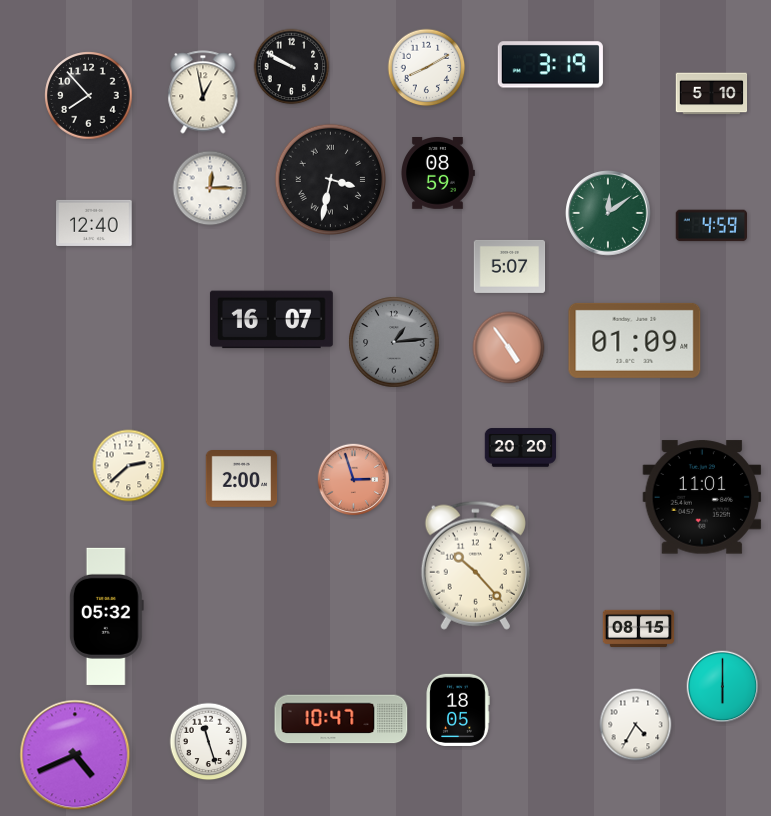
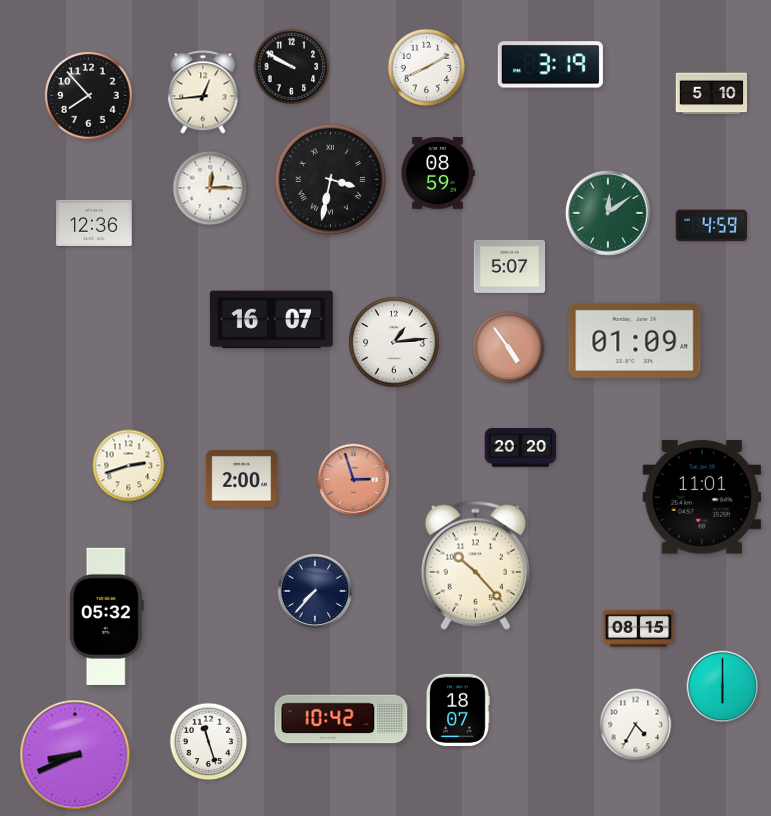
clock at (203, 92): 12:58 -> 12:44
clock at (94, 223): 12:40 -> 12:36
clock at (394, 342) dial: grey -> white
clock at (129, 466): 2:38 -> 2:42
clock at (314, 590): none -> 7:37
clock at (458, 710): 18:05 -> 18:07
clock at (341, 719): 10:47 -> 10:42
clock at (75, 755): 4:41 -> 8:41
